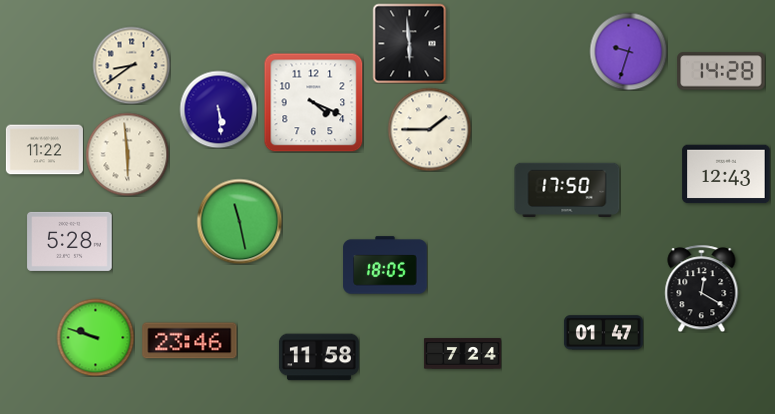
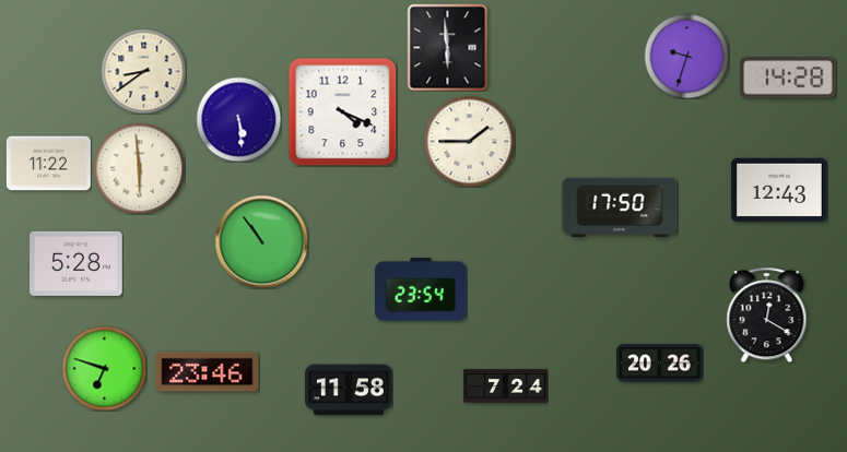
clock at (726, 174) position: (726, 174) -> (779, 190)
clock at (239, 221): 11:28 -> 10:54
clock at (385, 265): 18:05 -> 23:54
clock at (603, 333): 01:47 -> 20:26
clock at (95, 337): 9:48 -> 6:48
